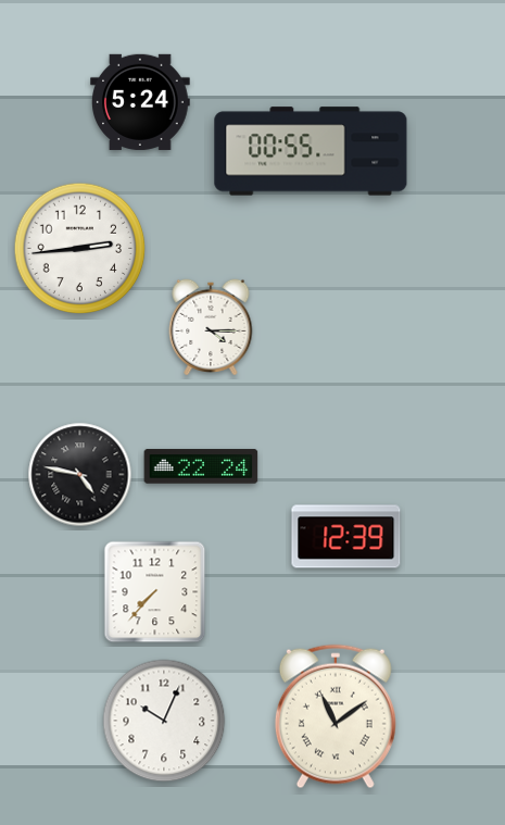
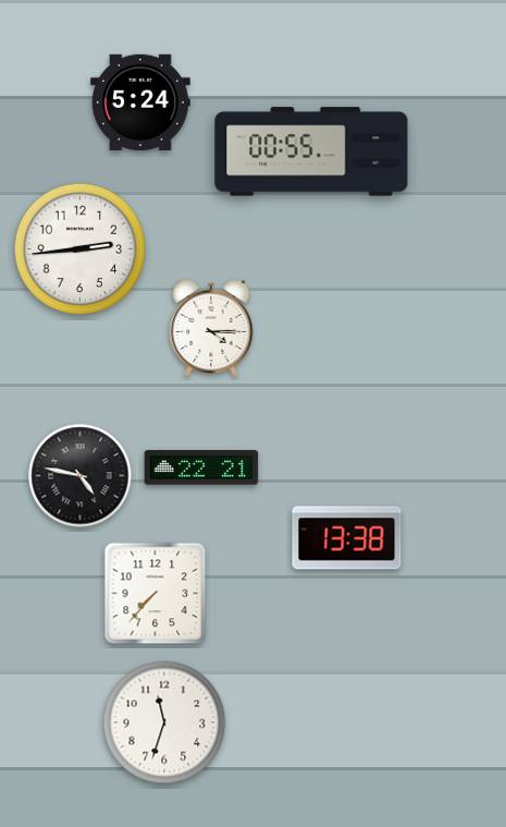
clock at (201, 466): 22:24 -> 22:21
clock at (346, 537): 12:39 -> 13:38
clock at (336, 716): 11:09 -> none
clock at (164, 721): 10:04 -> 11:33
